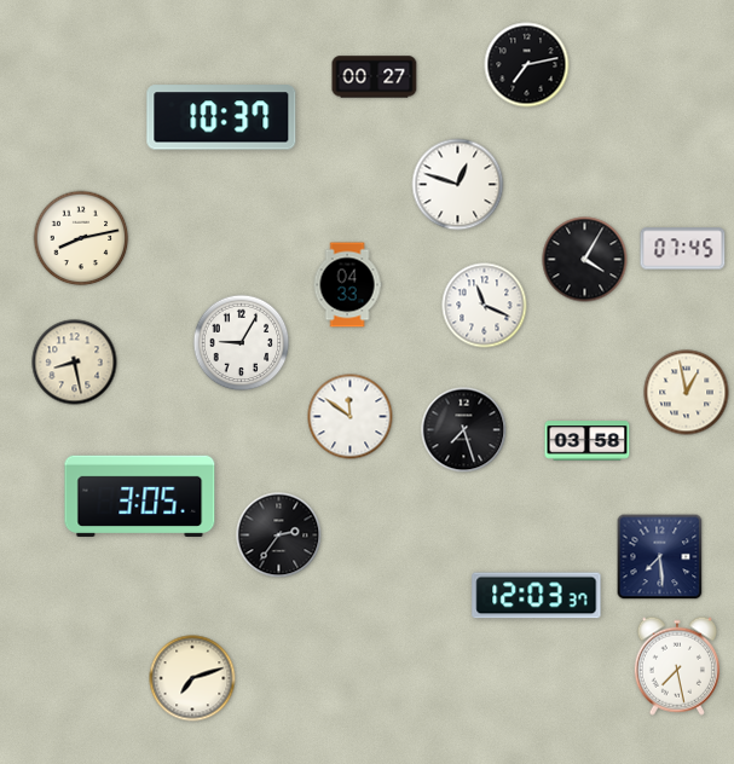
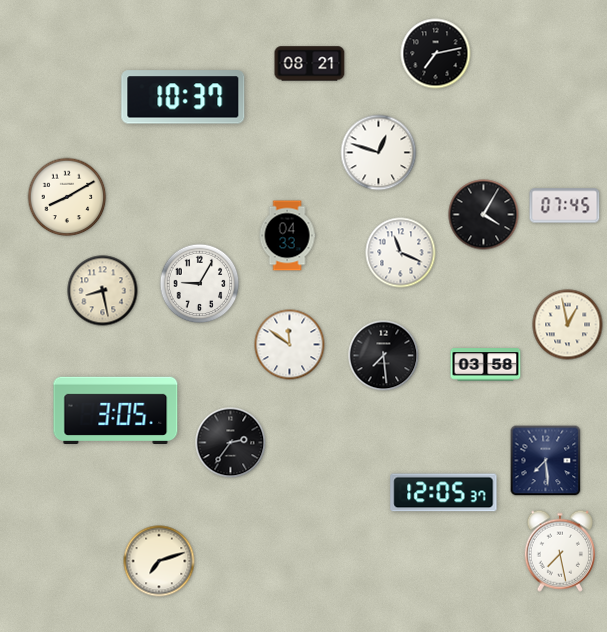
clock at (375, 77): 00:27 -> 08:21
clock at (81, 238): 8:13 -> 8:10
clock at (75, 363) position: (75, 363) -> (103, 291)
clock at (464, 430): 7:27 -> 7:29
clock at (537, 596): 12:03 -> 12:05
